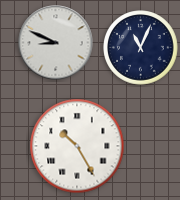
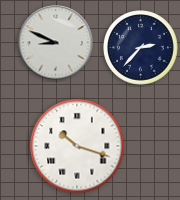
clock at (141, 48): 11:04 -> 2:37
clock at (77, 146): 10:25 -> 10:18
